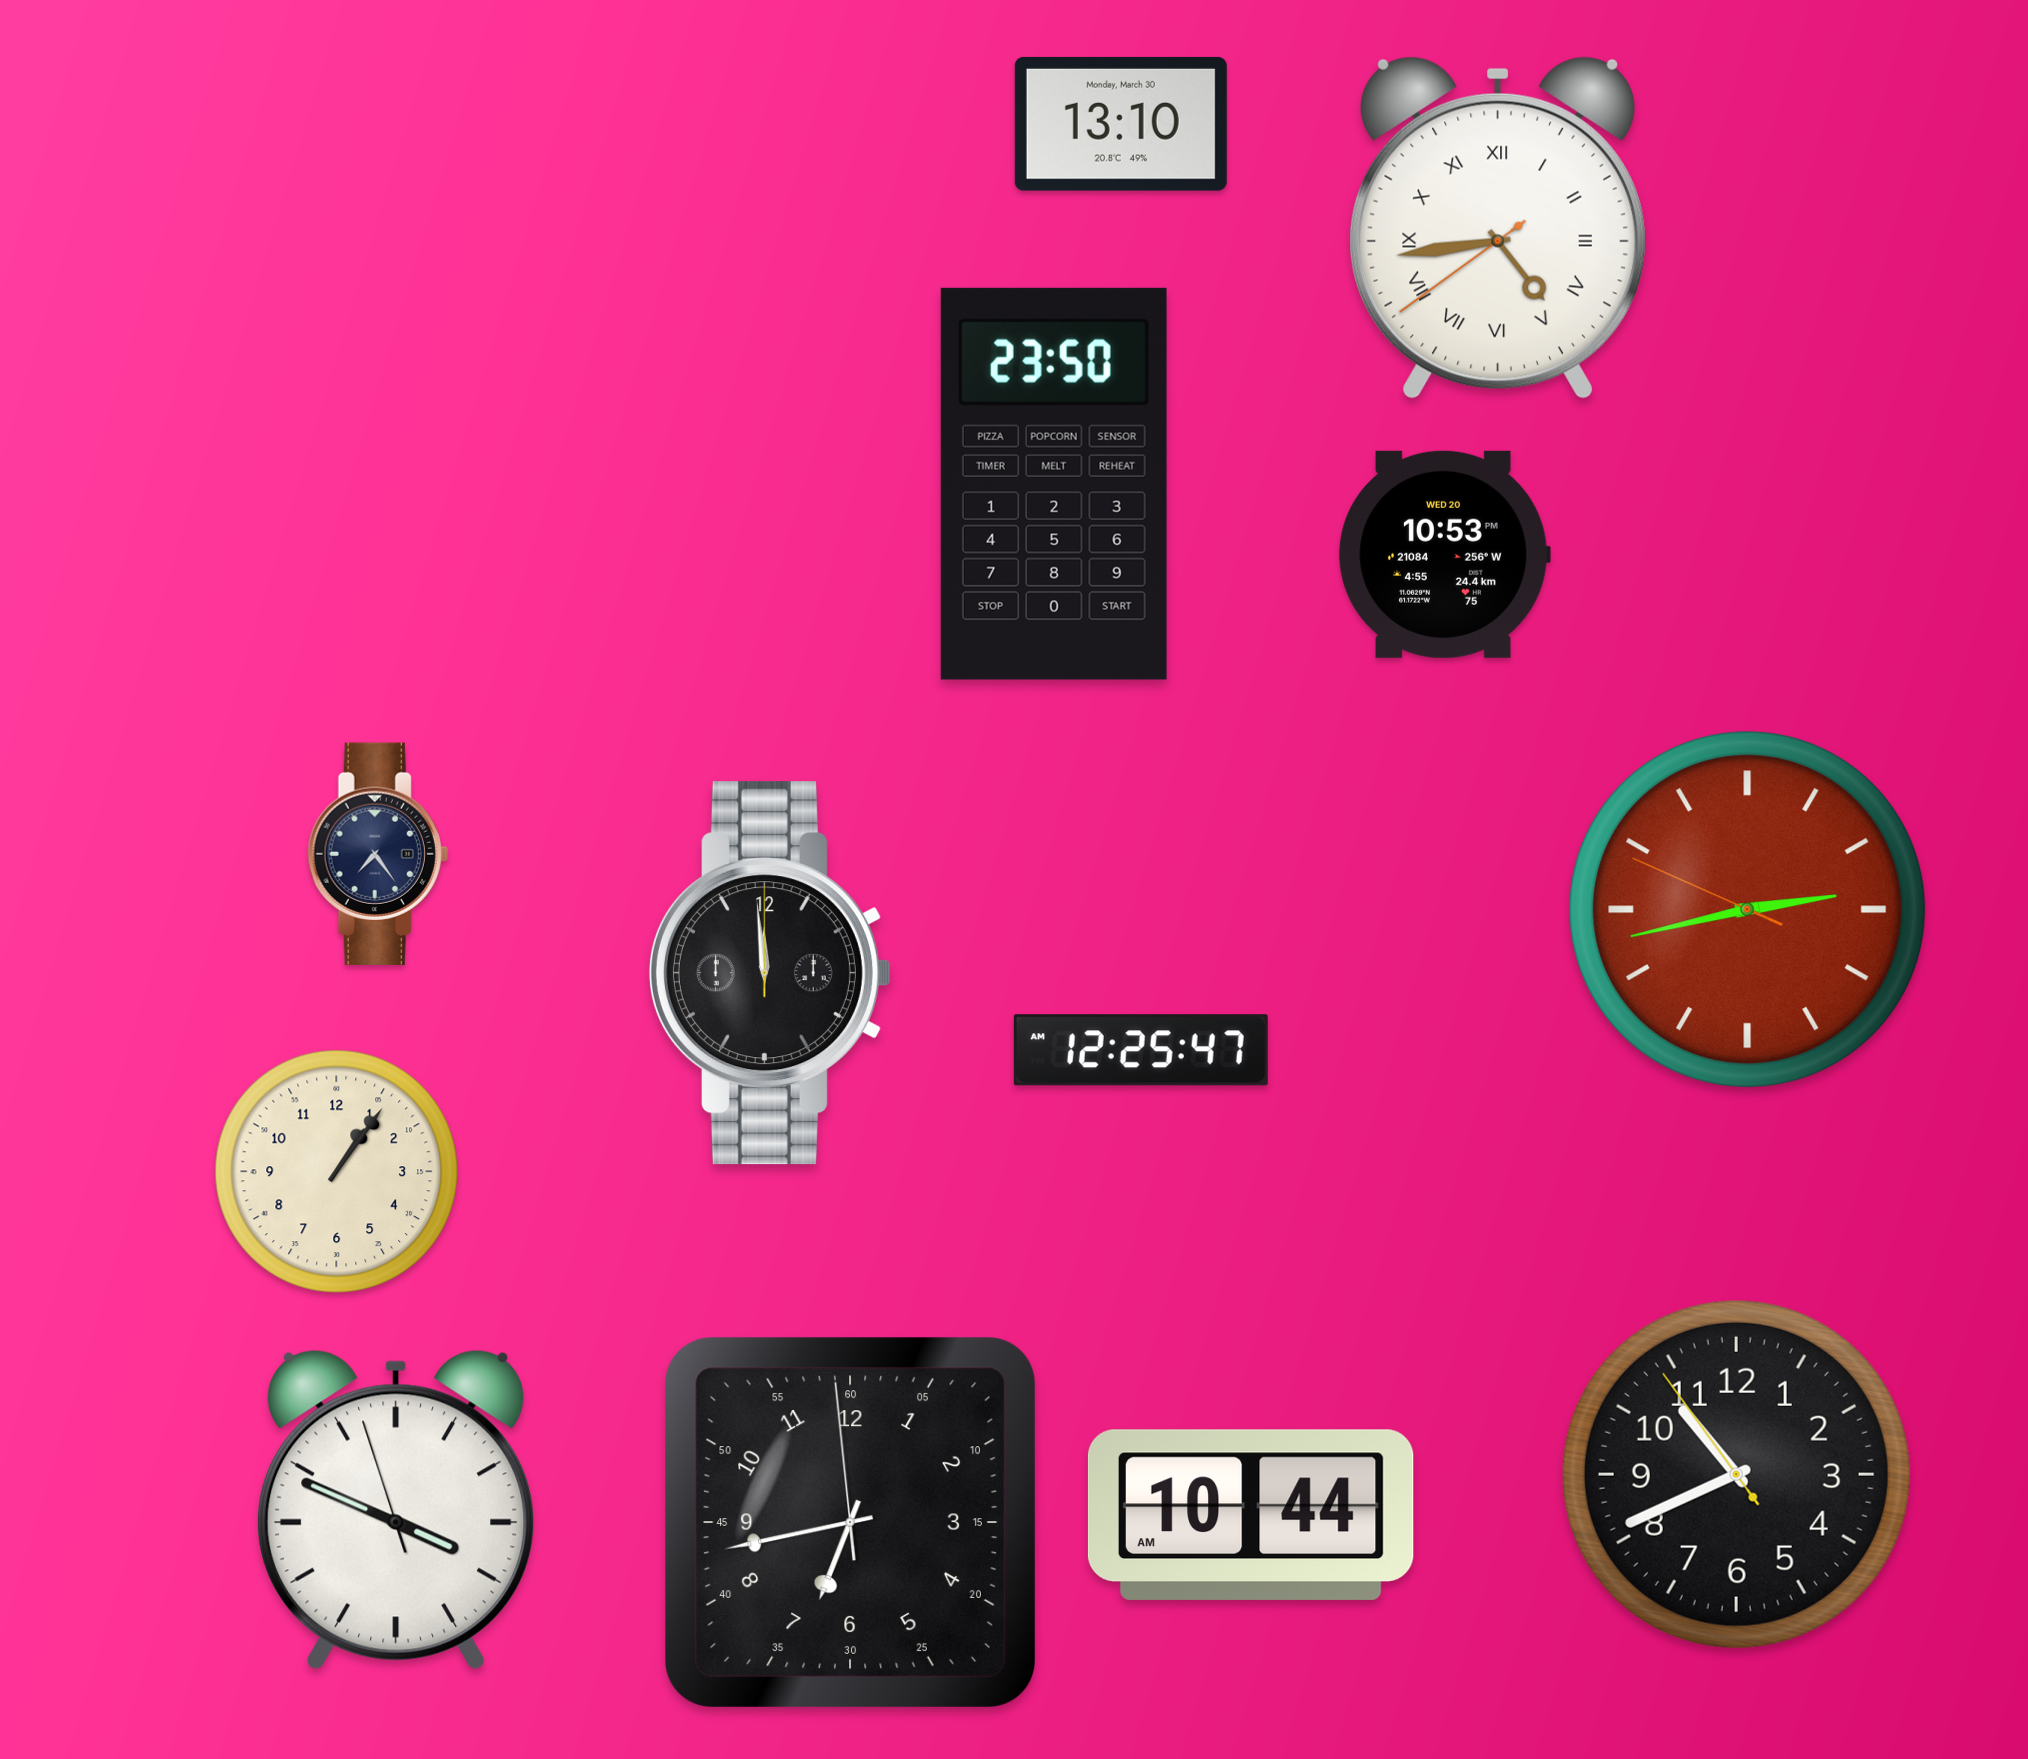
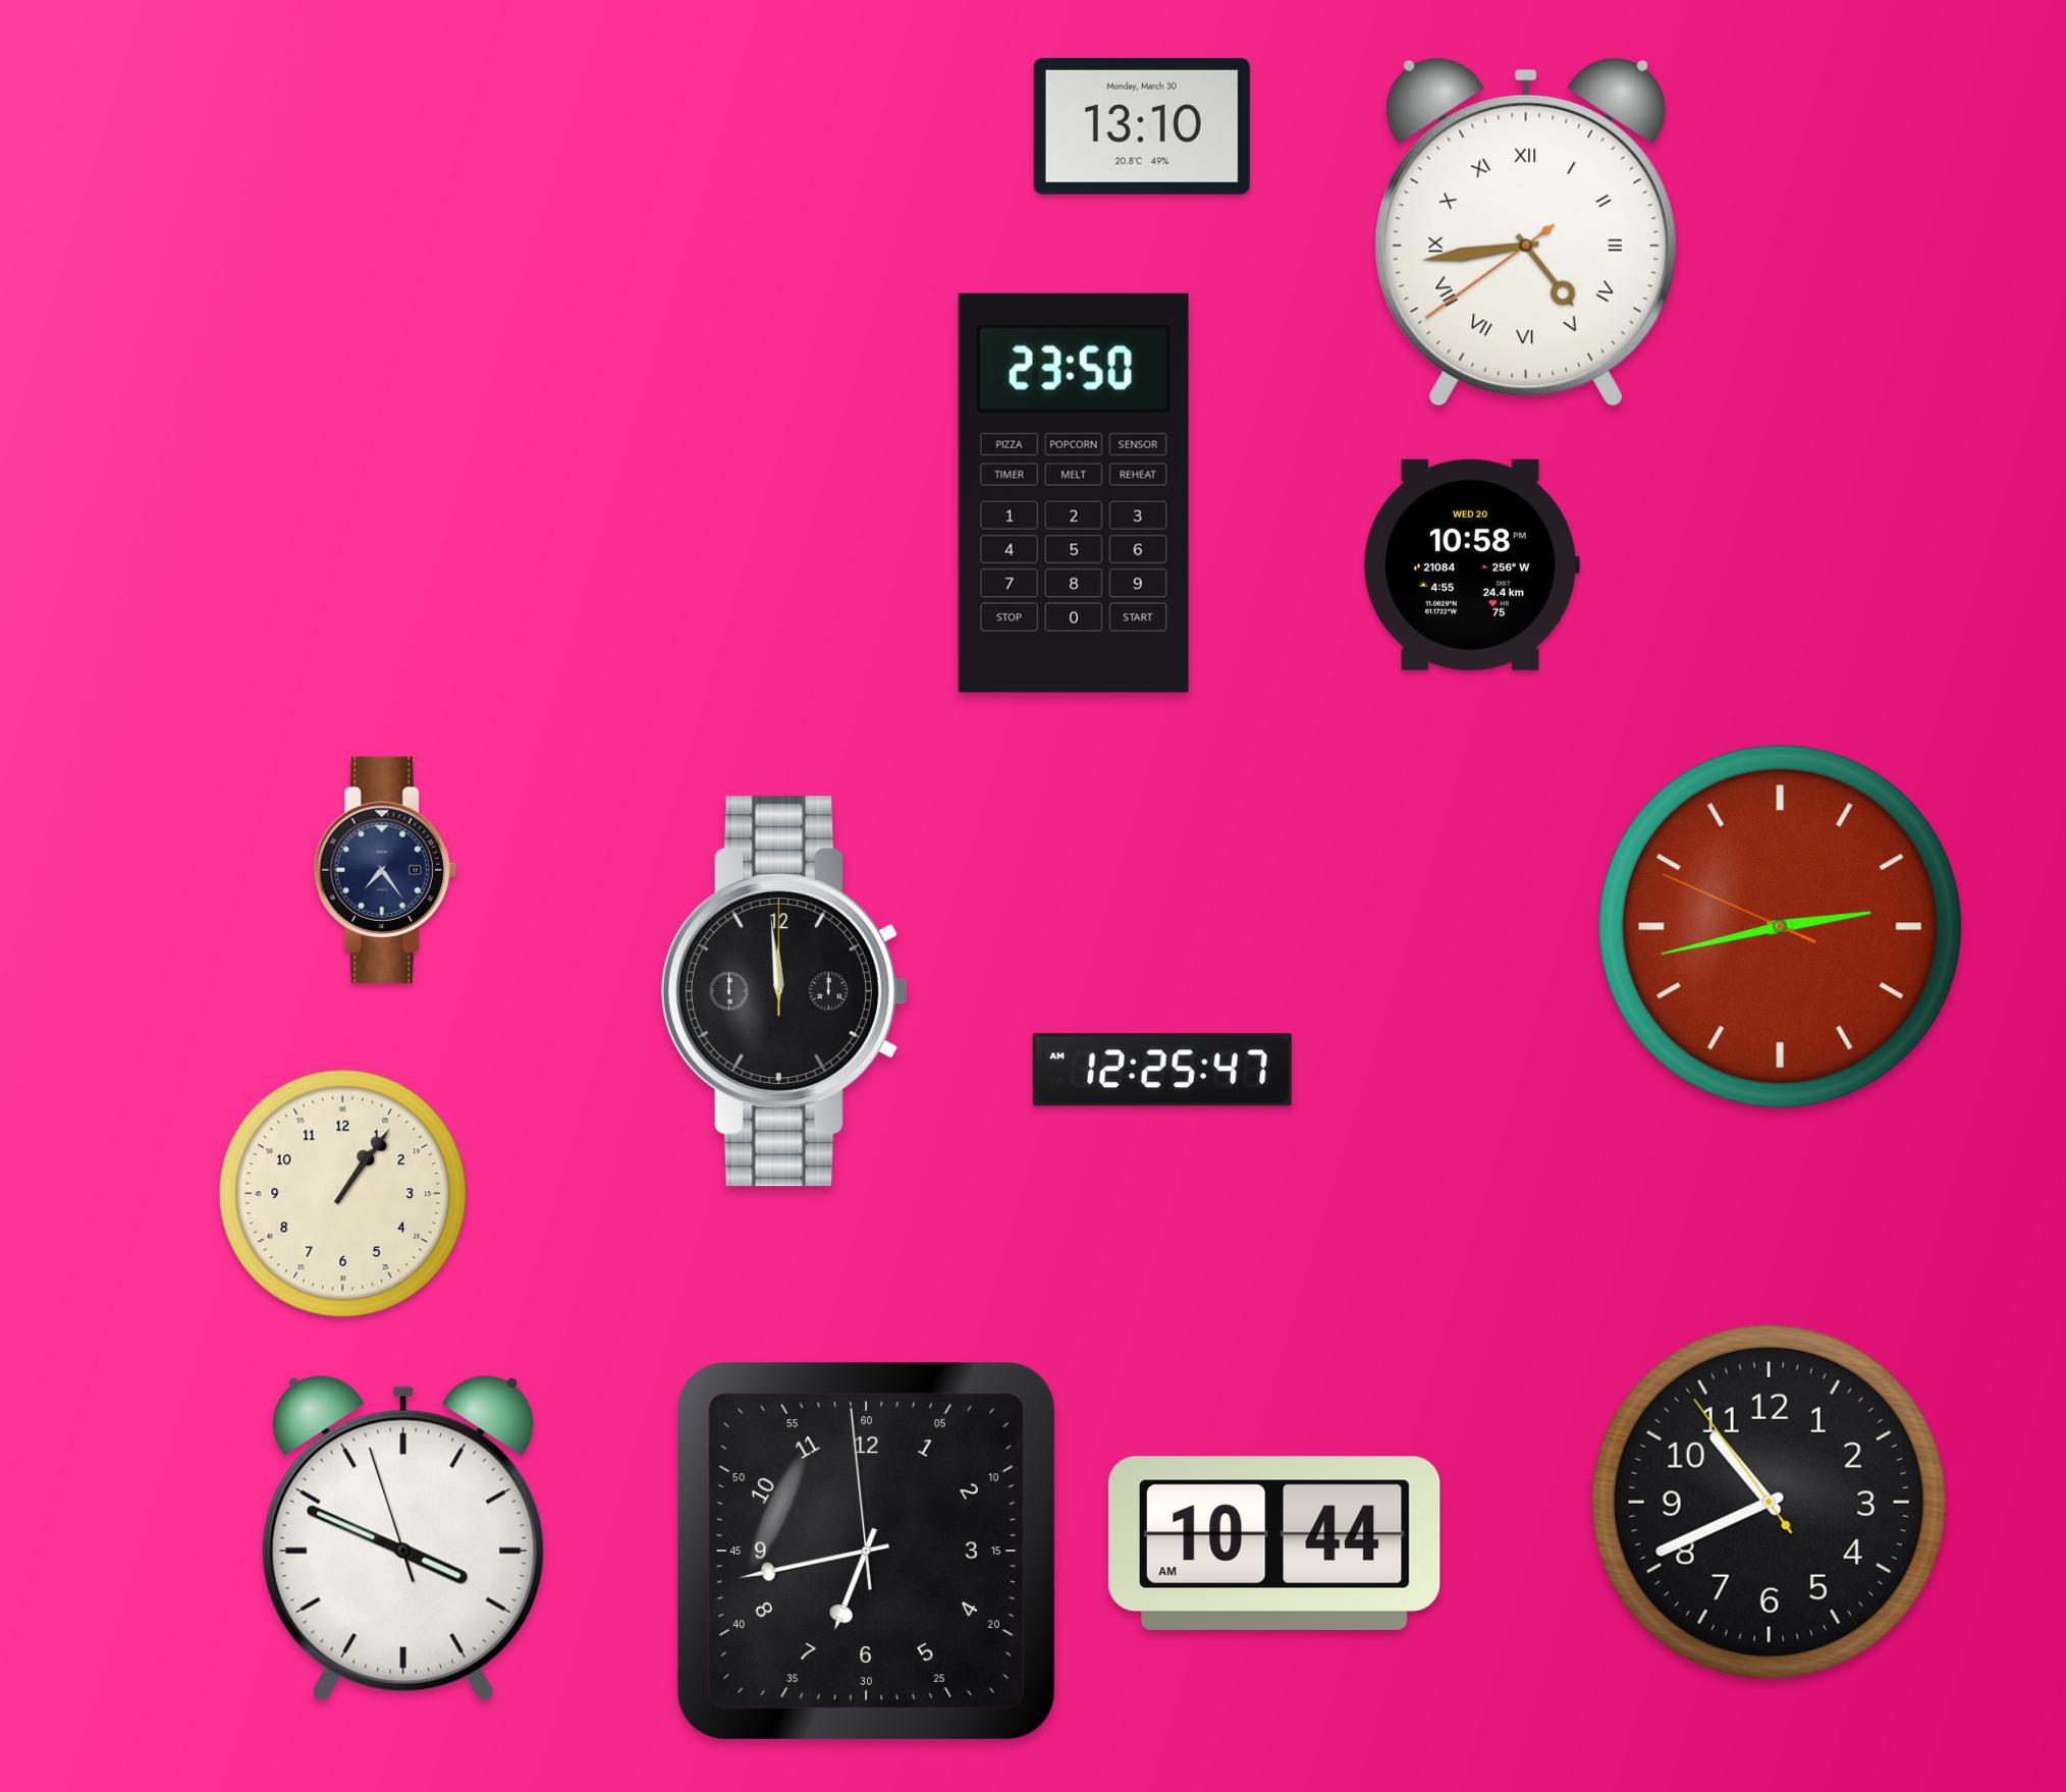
clock at (1444, 554): 10:53 -> 10:58
